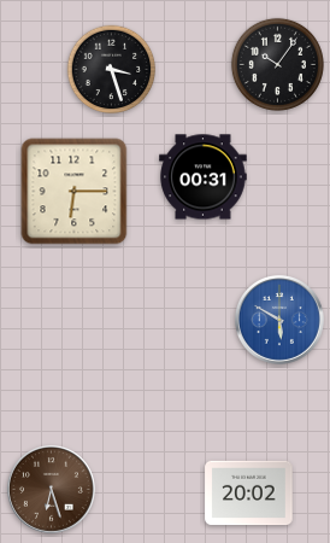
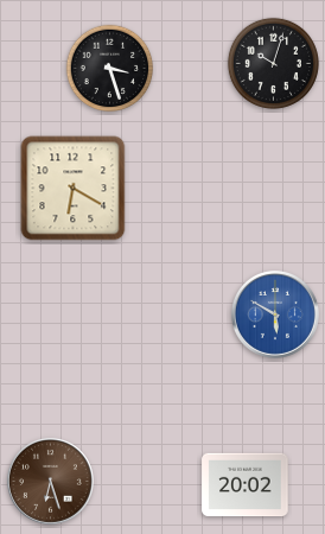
clock at (277, 64): 10:06 -> 10:03
clock at (204, 177): 00:31 -> none
clock at (75, 192): 6:15 -> 6:20
